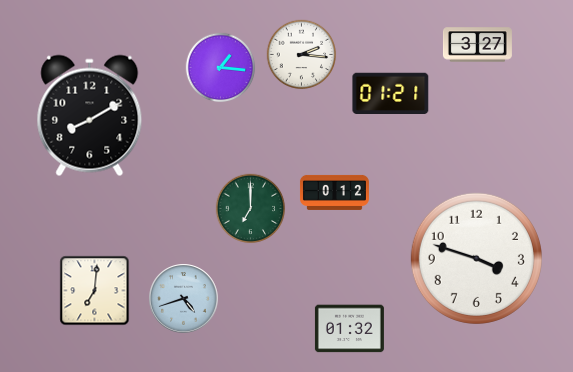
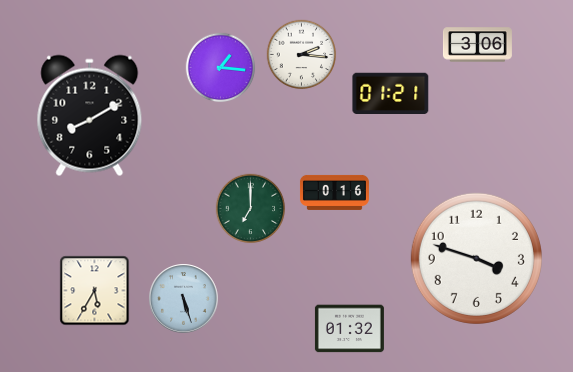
clock at (477, 45): 3:27 -> 3:06
clock at (334, 192): 0:12 -> 0:16
clock at (95, 291): 7:01 -> 5:35
clock at (184, 299): 4:42 -> 5:27
